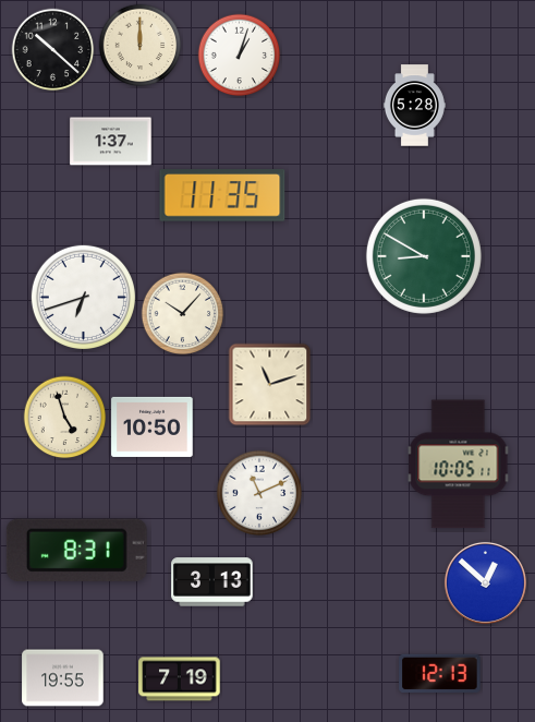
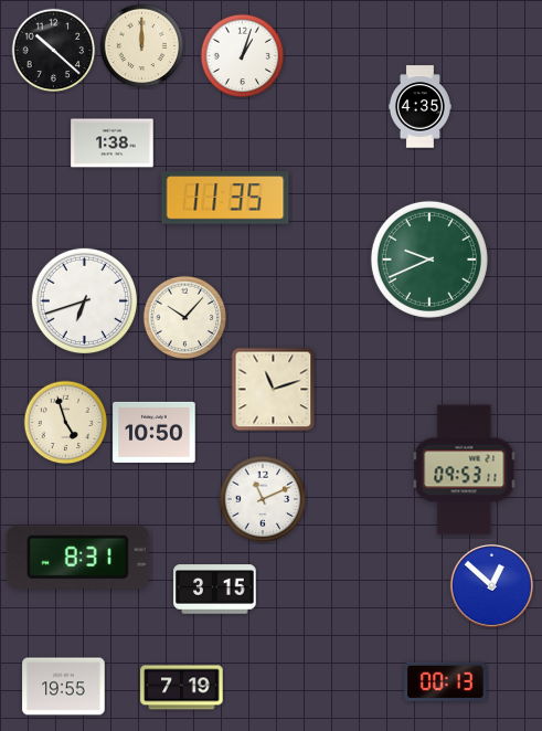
clock at (414, 106): 5:28 -> 4:35
clock at (111, 142): 1:37 -> 1:38
clock at (424, 256): 8:50 -> 9:41
clock at (459, 465): 10:05 -> 09:53
clock at (212, 582): 3:13 -> 3:15
clock at (485, 582) position: (485, 582) -> (491, 585)
clock at (440, 674): 12:13 -> 00:13
